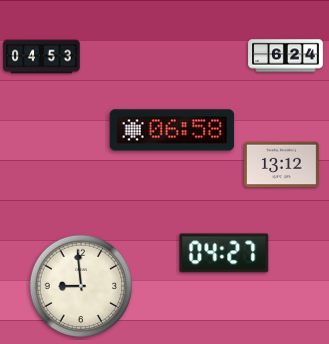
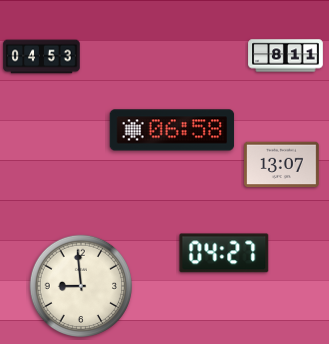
clock at (286, 56): 6:24 -> 8:11
clock at (282, 165): 13:12 -> 13:07
